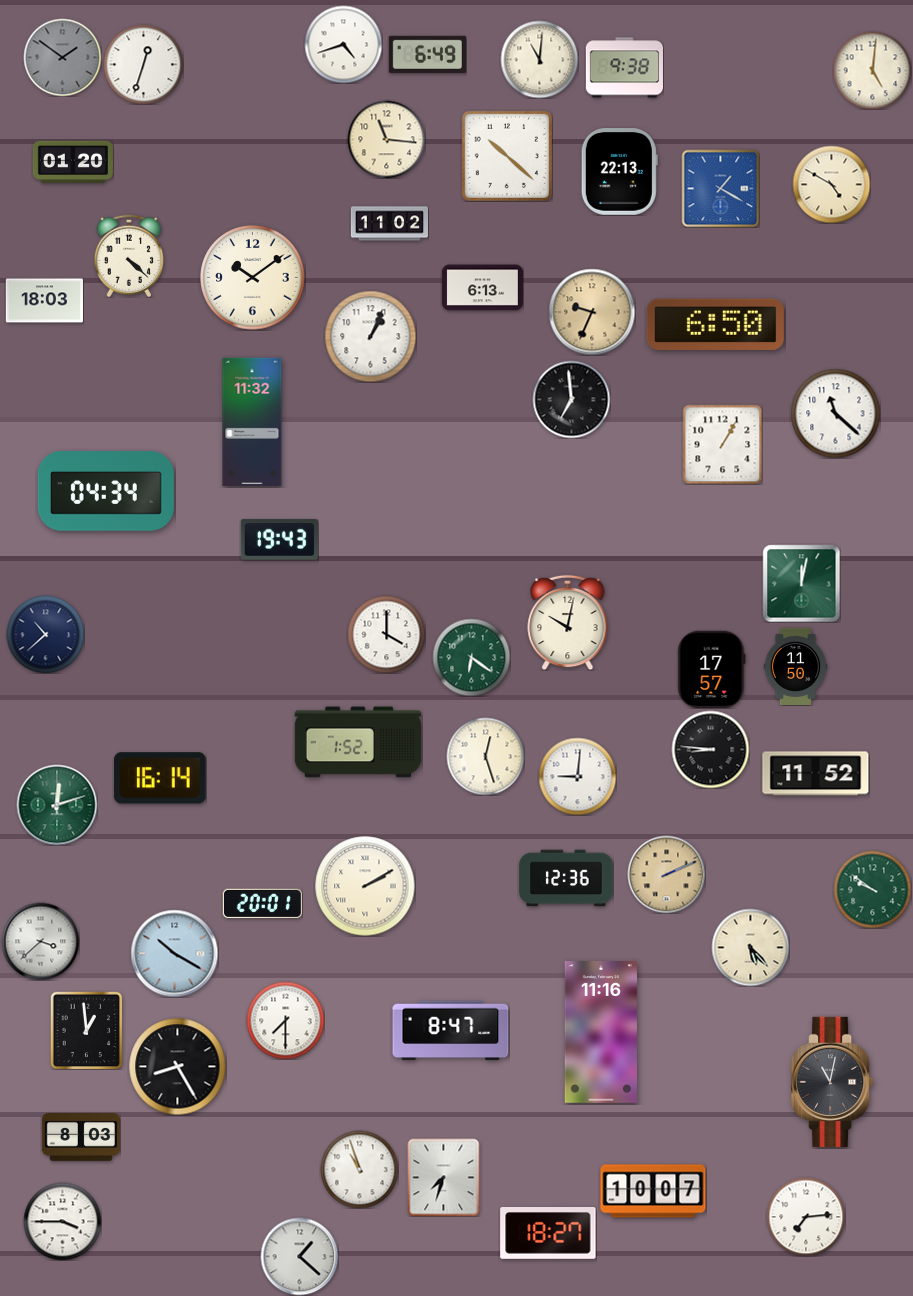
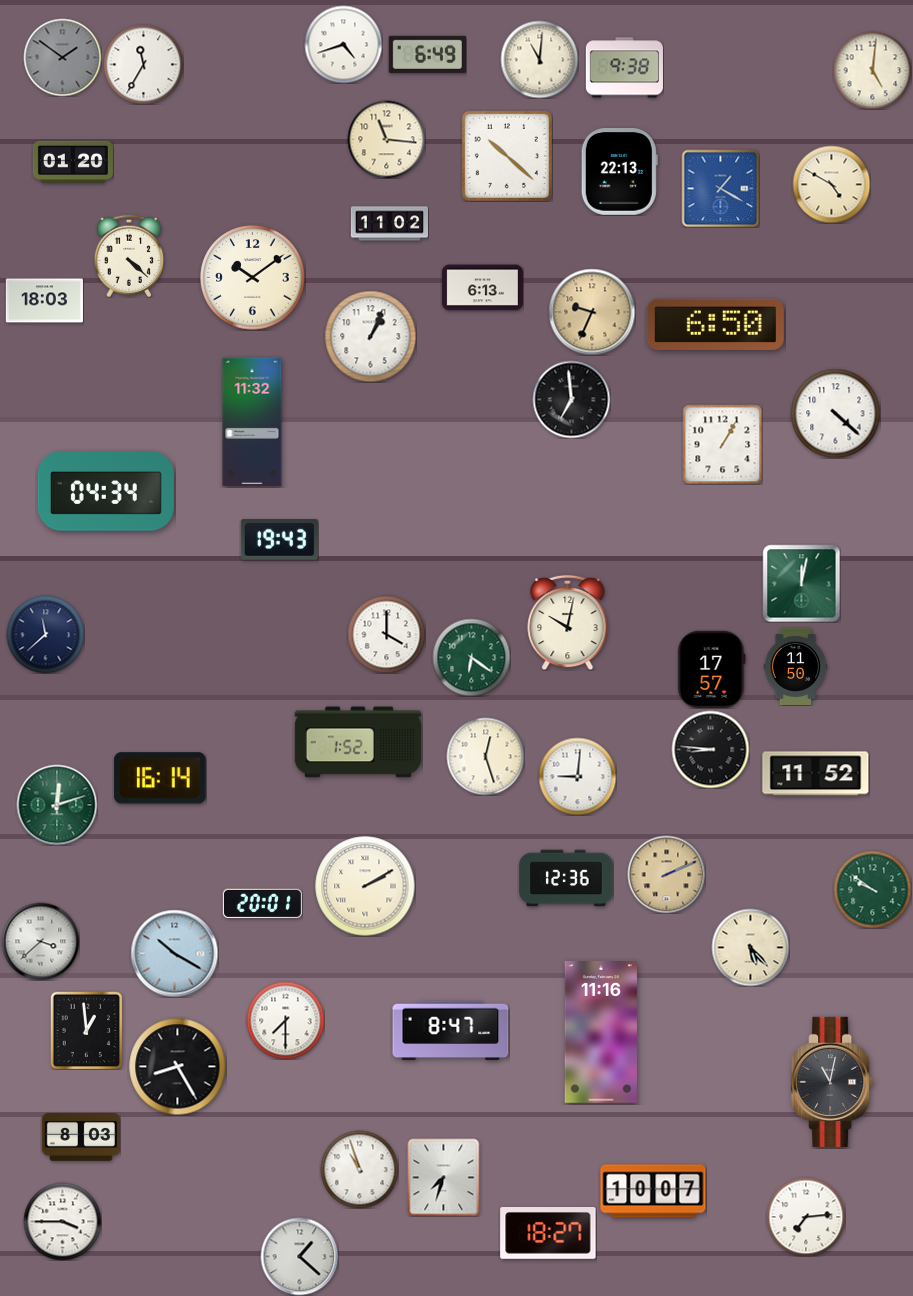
clock at (143, 64): 12:33 -> 11:35
clock at (835, 413): 11:22 -> 4:22
clock at (45, 634): 10:38 -> 11:38
